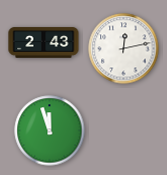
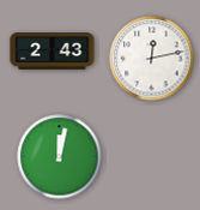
clock at (124, 49) position: (124, 49) -> (152, 59)
clock at (50, 131): 11:57 -> 12:02
